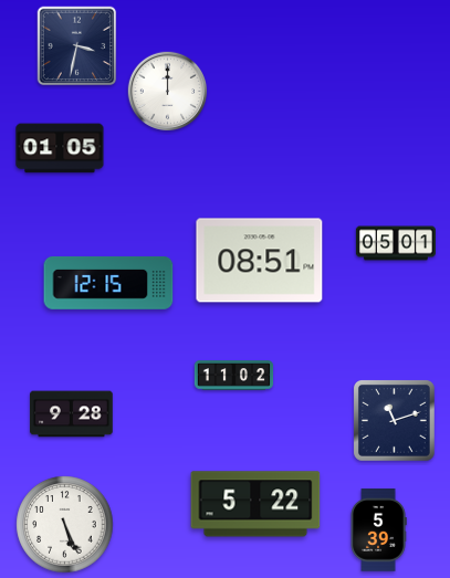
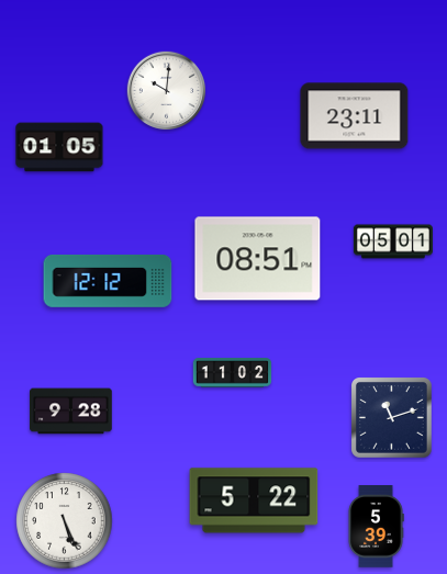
clock at (77, 46): 3:32 -> none
clock at (168, 92): 12:00 -> 10:01
clock at (355, 116): none -> 23:11
clock at (108, 283): 12:15 -> 12:12
